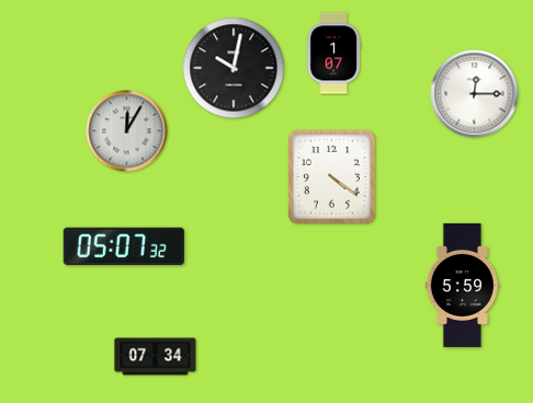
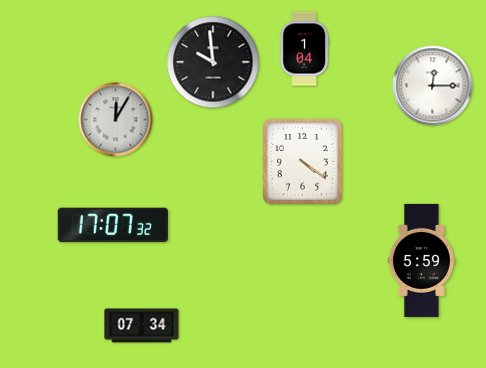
clock at (333, 54): 1:07 -> 1:04
clock at (234, 68): 10:02 -> 9:59
clock at (124, 246): 05:07 -> 17:07
